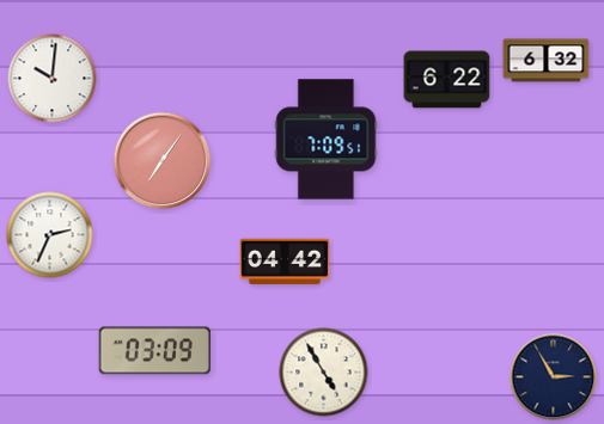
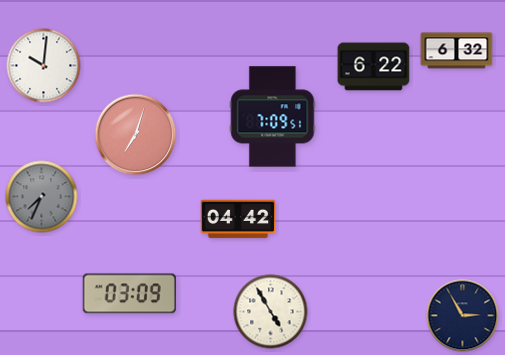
clock at (163, 161): 7:06 -> 7:03
clock at (50, 235): 2:34 -> 7:34
clock at (50, 235) dial: white -> grey
